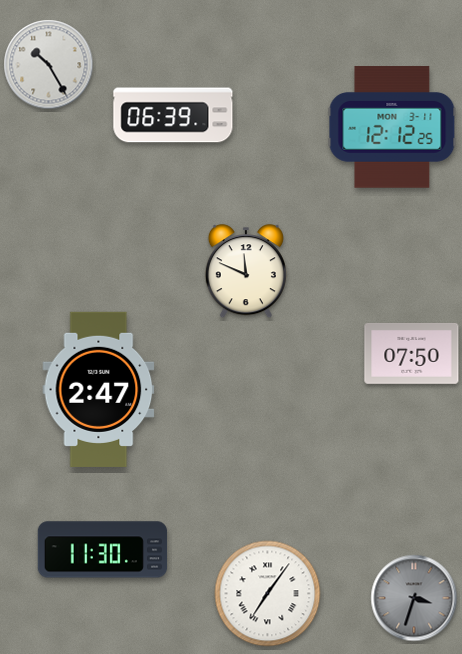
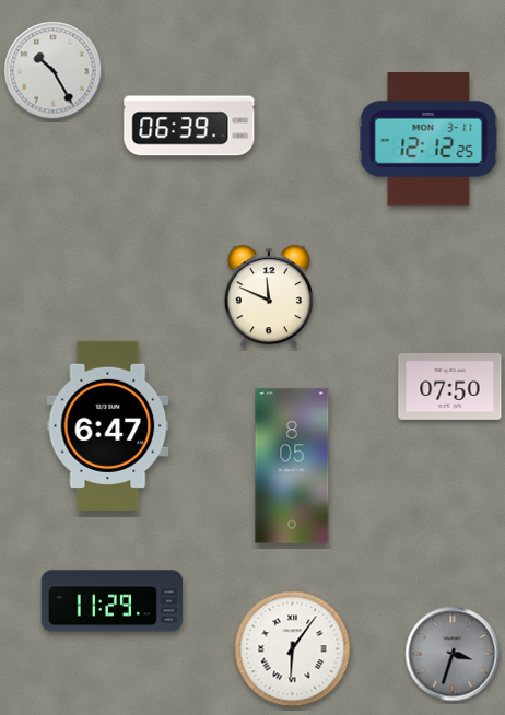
clock at (99, 389): 2:47 -> 6:47
clock at (292, 466): none -> 8:05
clock at (103, 550): 11:30 -> 11:29
clock at (268, 594): 7:06 -> 6:06
